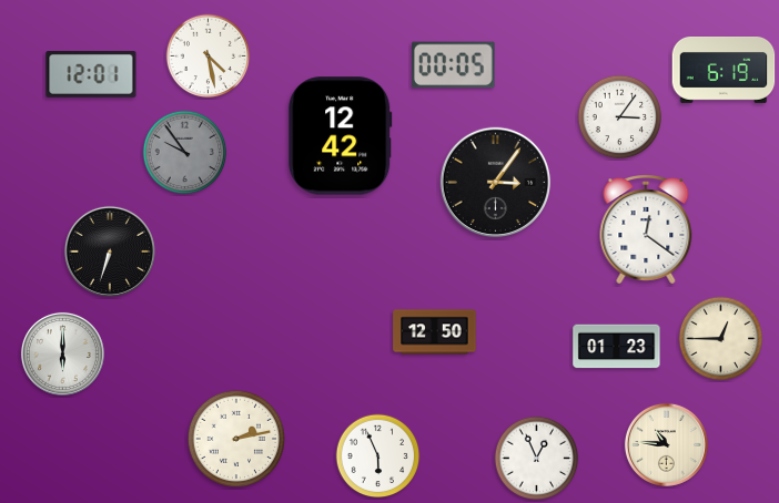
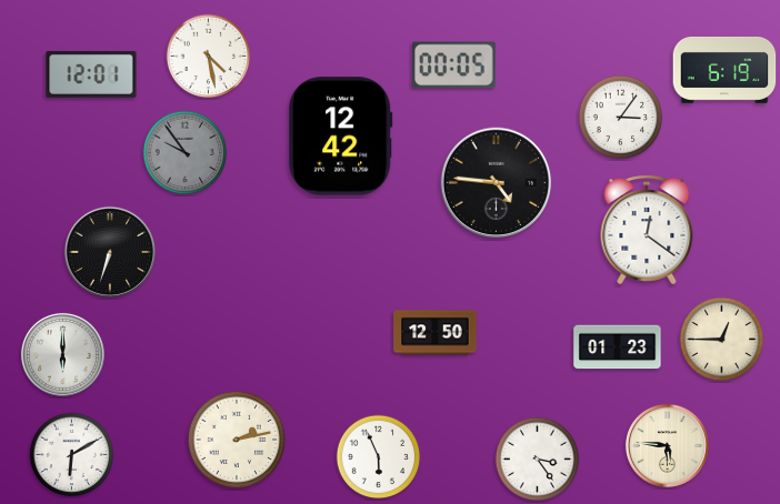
clock at (496, 183): 3:06 -> 4:46
clock at (666, 444): 10:46 -> 5:46
clock at (72, 455): none -> 6:10
clock at (537, 459): 12:56 -> 3:24
